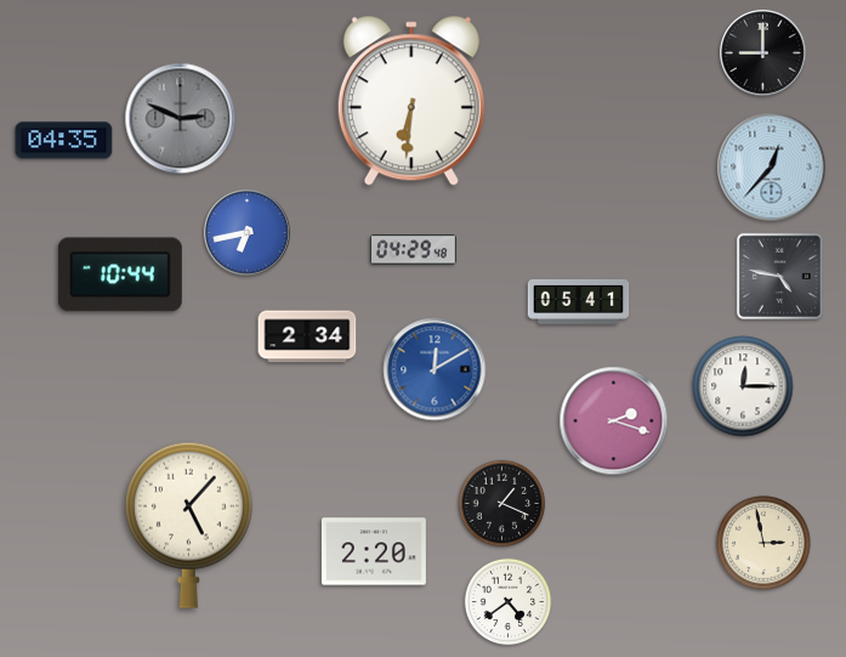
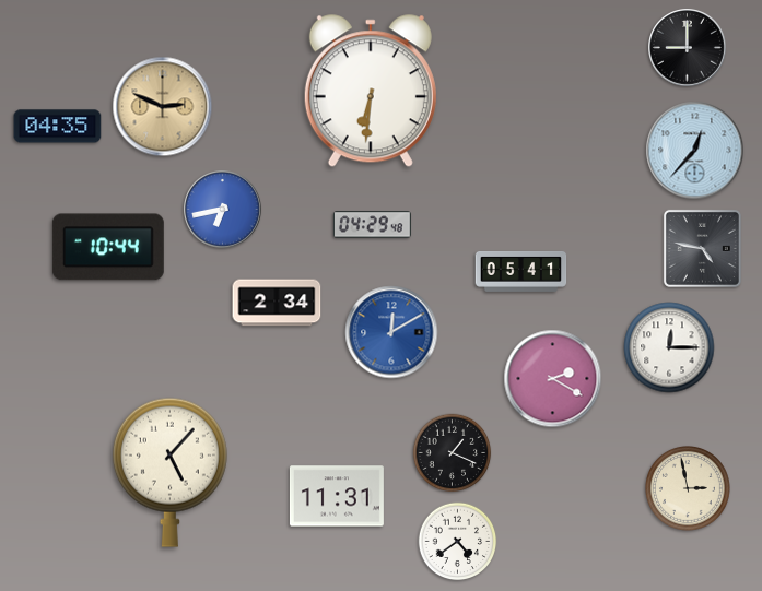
clock at (181, 119) dial: grey -> champagne
clock at (614, 421): 2:18 -> 2:20
clock at (374, 551): 2:20 -> 11:31
